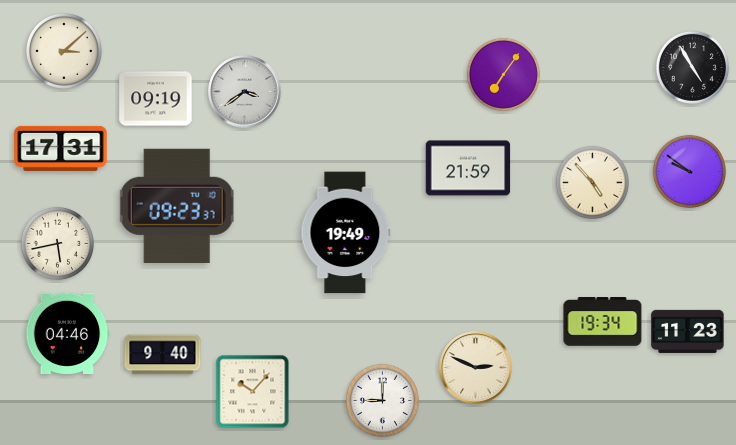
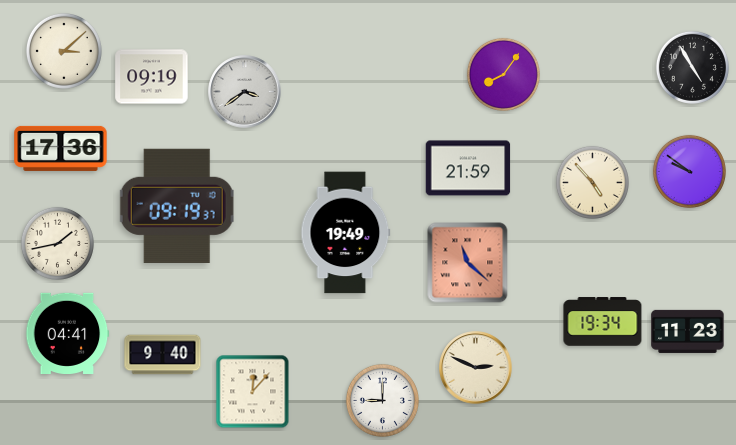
clock at (503, 74): 7:06 -> 8:06
clock at (156, 99) position: (156, 99) -> (152, 77)
clock at (61, 148): 17:31 -> 17:36
clock at (177, 206): 09:23 -> 09:19
clock at (57, 243): 5:43 -> 1:43
clock at (468, 263): none -> 11:22
clock at (68, 333): 04:46 -> 04:41
clock at (253, 392): 10:07 -> 12:07
